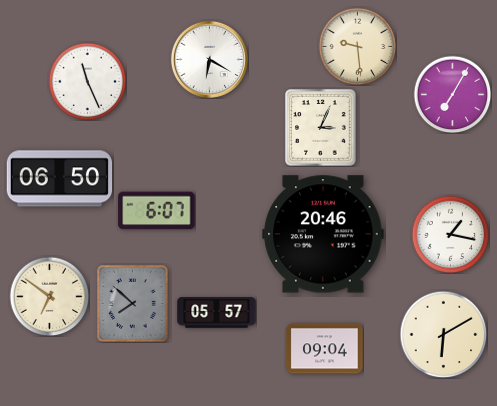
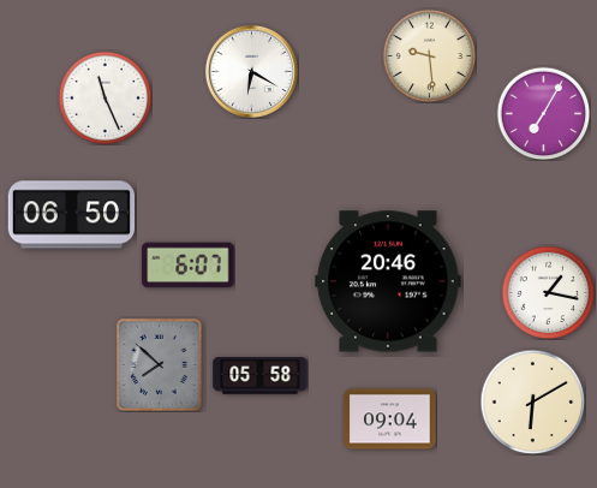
clock at (321, 128): 3:04 -> none
clock at (157, 211) position: (157, 211) -> (189, 266)
clock at (450, 234) position: (450, 234) -> (548, 292)
clock at (49, 296): 6:51 -> none
clock at (217, 313): 05:57 -> 05:58
